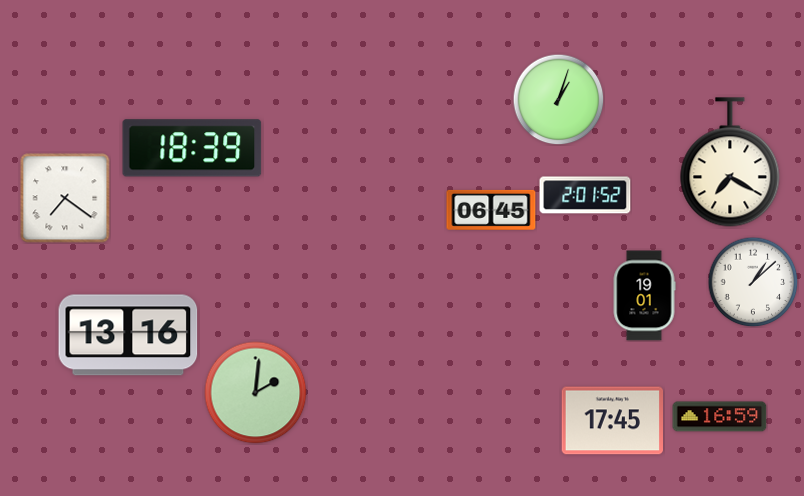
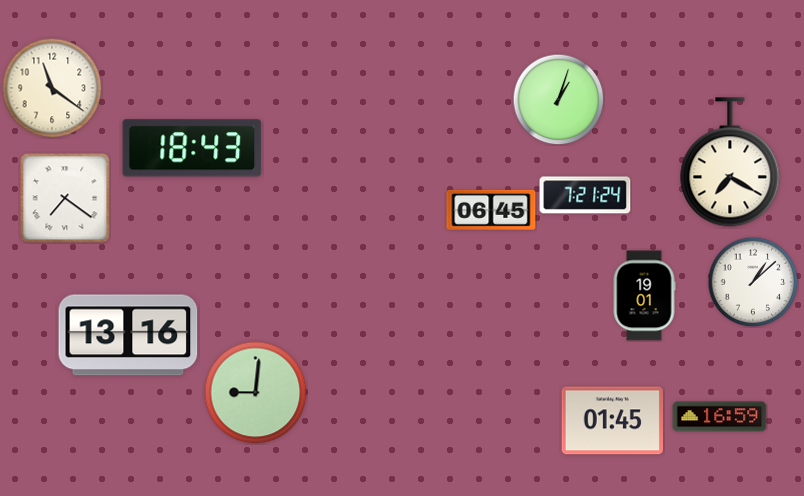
clock at (52, 88): none -> 11:21
clock at (192, 148): 18:39 -> 18:43
clock at (585, 195): 2:01 -> 7:21
clock at (256, 393): 2:01 -> 9:01
clock at (613, 421): 17:45 -> 01:45
